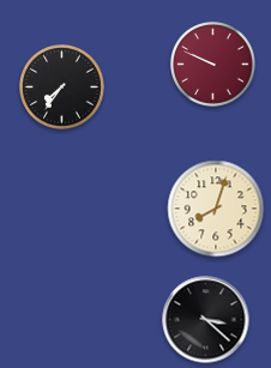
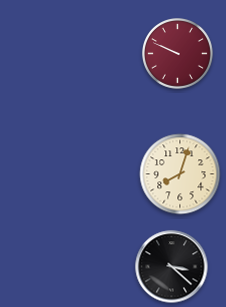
clock at (62, 88): 7:36 -> none
